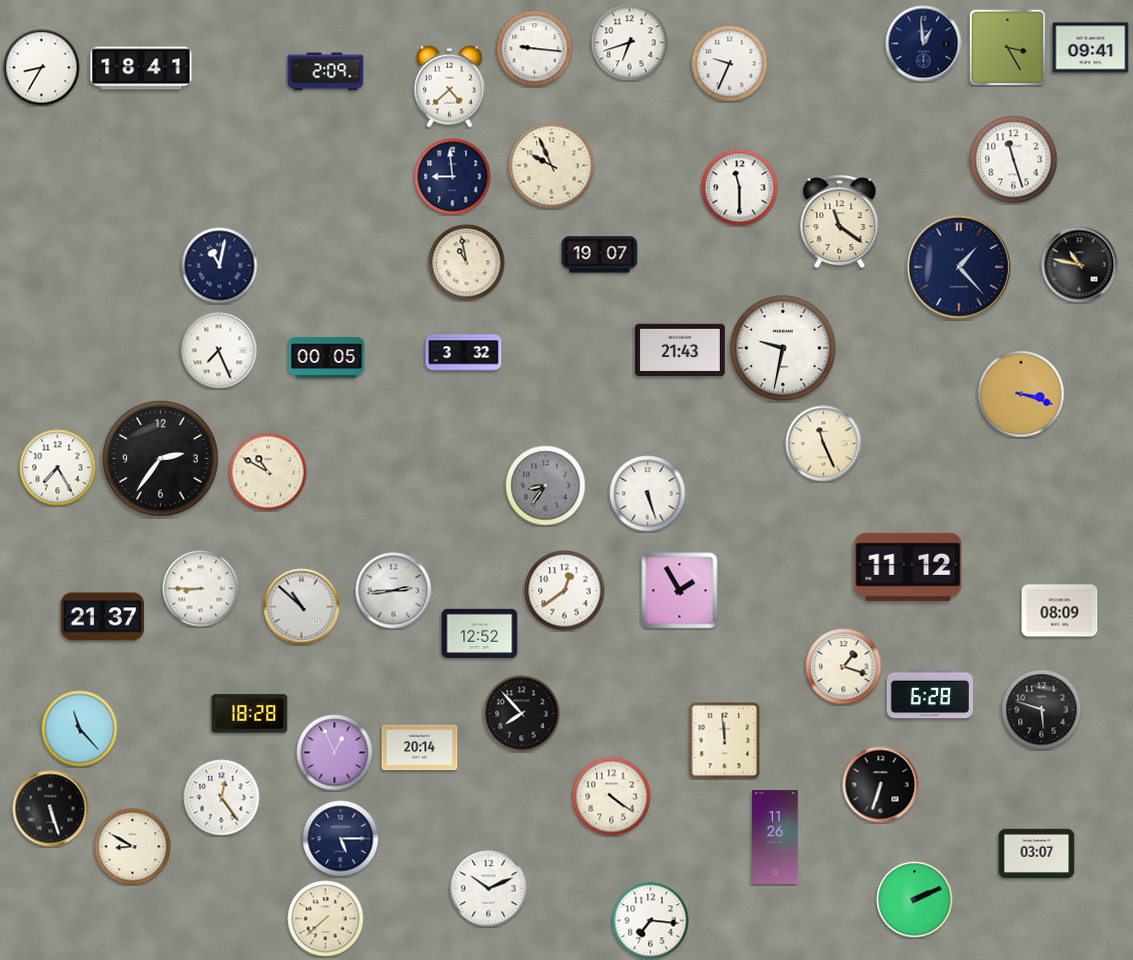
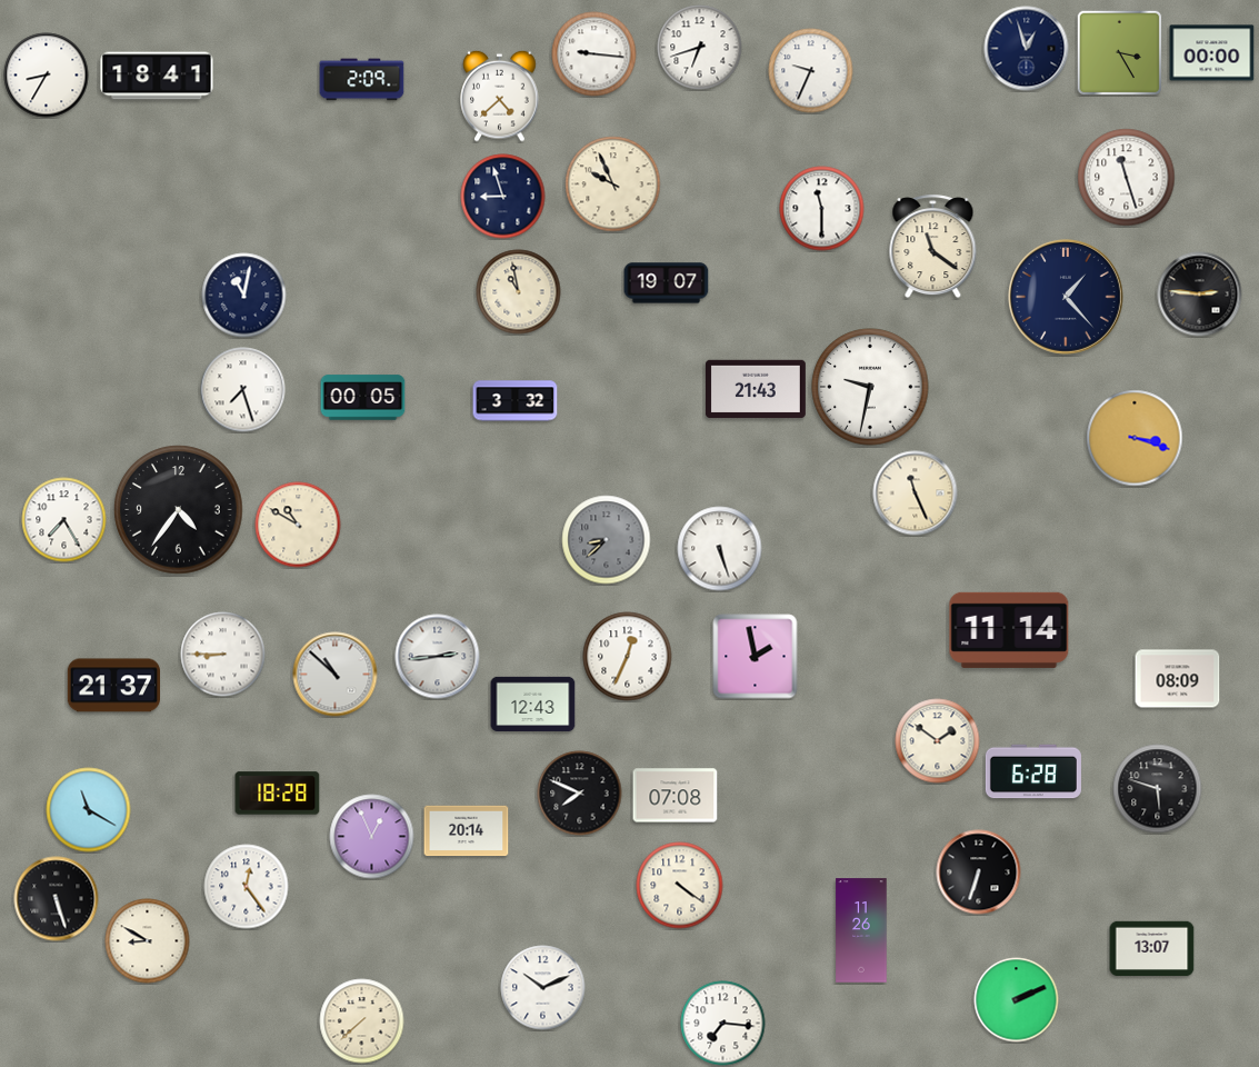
clock at (924, 44): 12:59 -> 12:57
clock at (1091, 48): 09:41 -> 00:00
clock at (453, 177): 8:59 -> 8:57
clock at (1080, 265): 10:47 -> 2:46
clock at (219, 351): 7:26 -> 7:27
clock at (464, 353) position: (464, 353) -> (516, 401)
clock at (161, 459): 2:36 -> 4:36
clock at (546, 486): 8:36 -> 8:38
clock at (908, 567): 11:12 -> 11:14
clock at (565, 591): 12:39 -> 12:34
clock at (680, 591): 1:55 -> 1:58
clock at (480, 633): 12:52 -> 12:43
clock at (844, 667): 1:18 -> 1:51
clock at (522, 714): 7:53 -> 7:49
clock at (676, 796): none -> 07:08
clock at (80, 729): 11:23 -> 11:20
clock at (725, 740): 11:59 -> none
clock at (341, 839): 5:15 -> none
clock at (1037, 854): 03:07 -> 13:07
